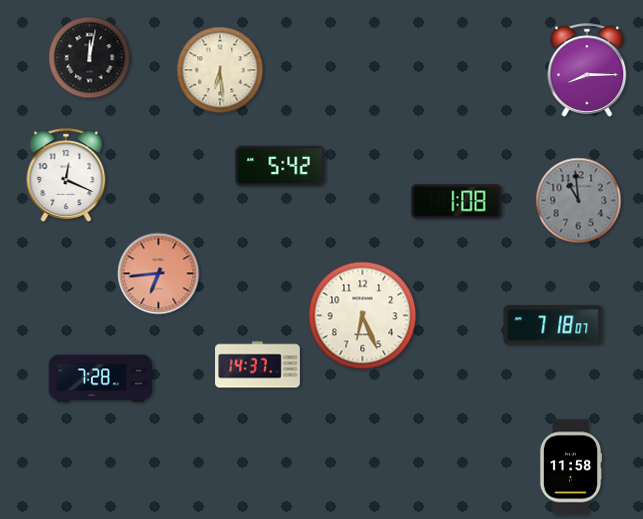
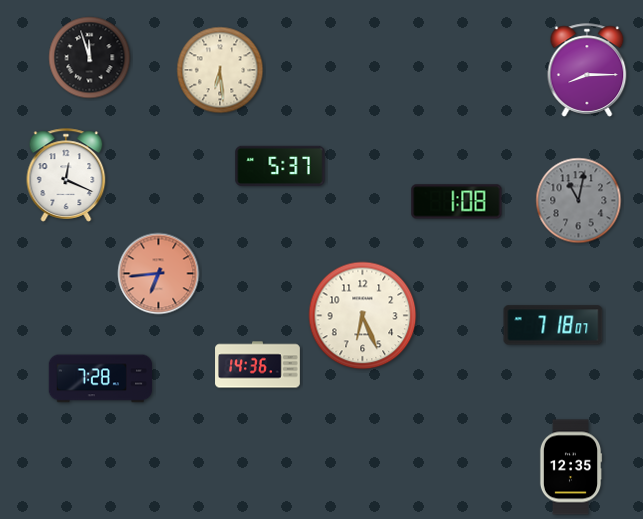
clock at (90, 58): 12:02 -> 11:57
clock at (280, 166): 5:42 -> 5:37
clock at (579, 201): 10:59 -> 11:02
clock at (258, 365): 14:37 -> 14:36
clock at (571, 467): 11:58 -> 12:35
